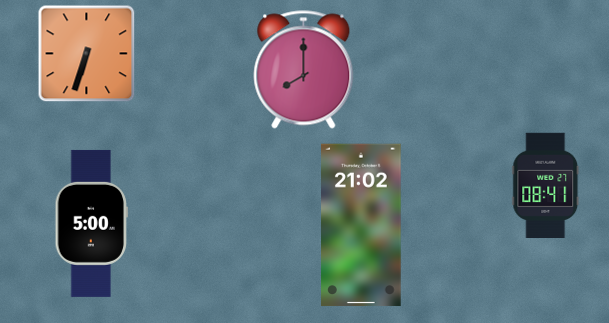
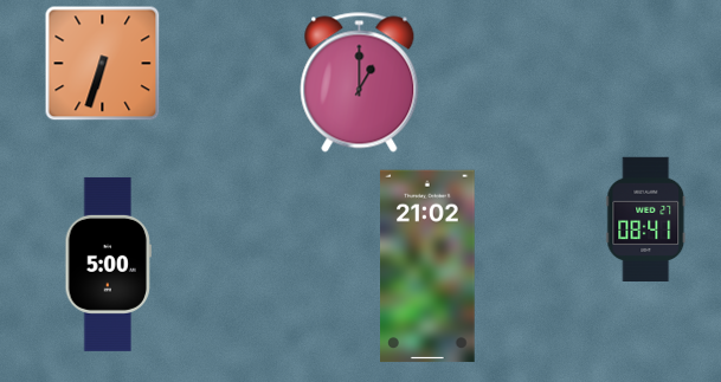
clock at (304, 70): 8:00 -> 1:00
